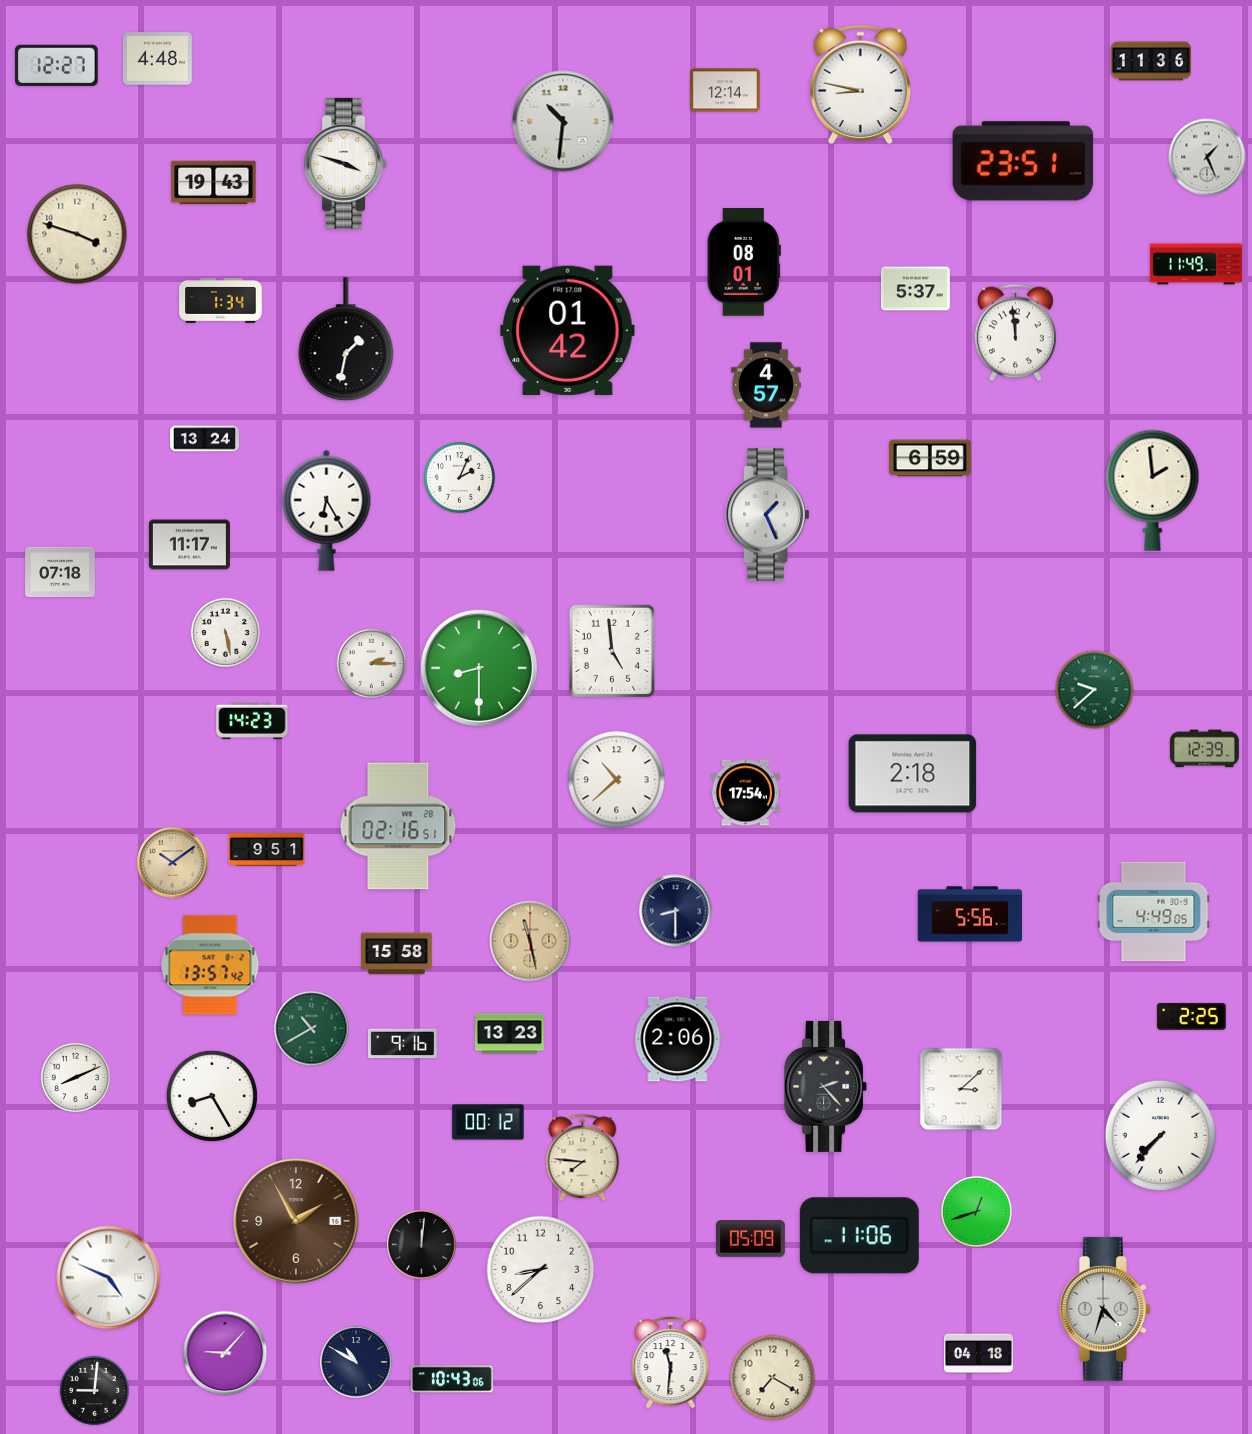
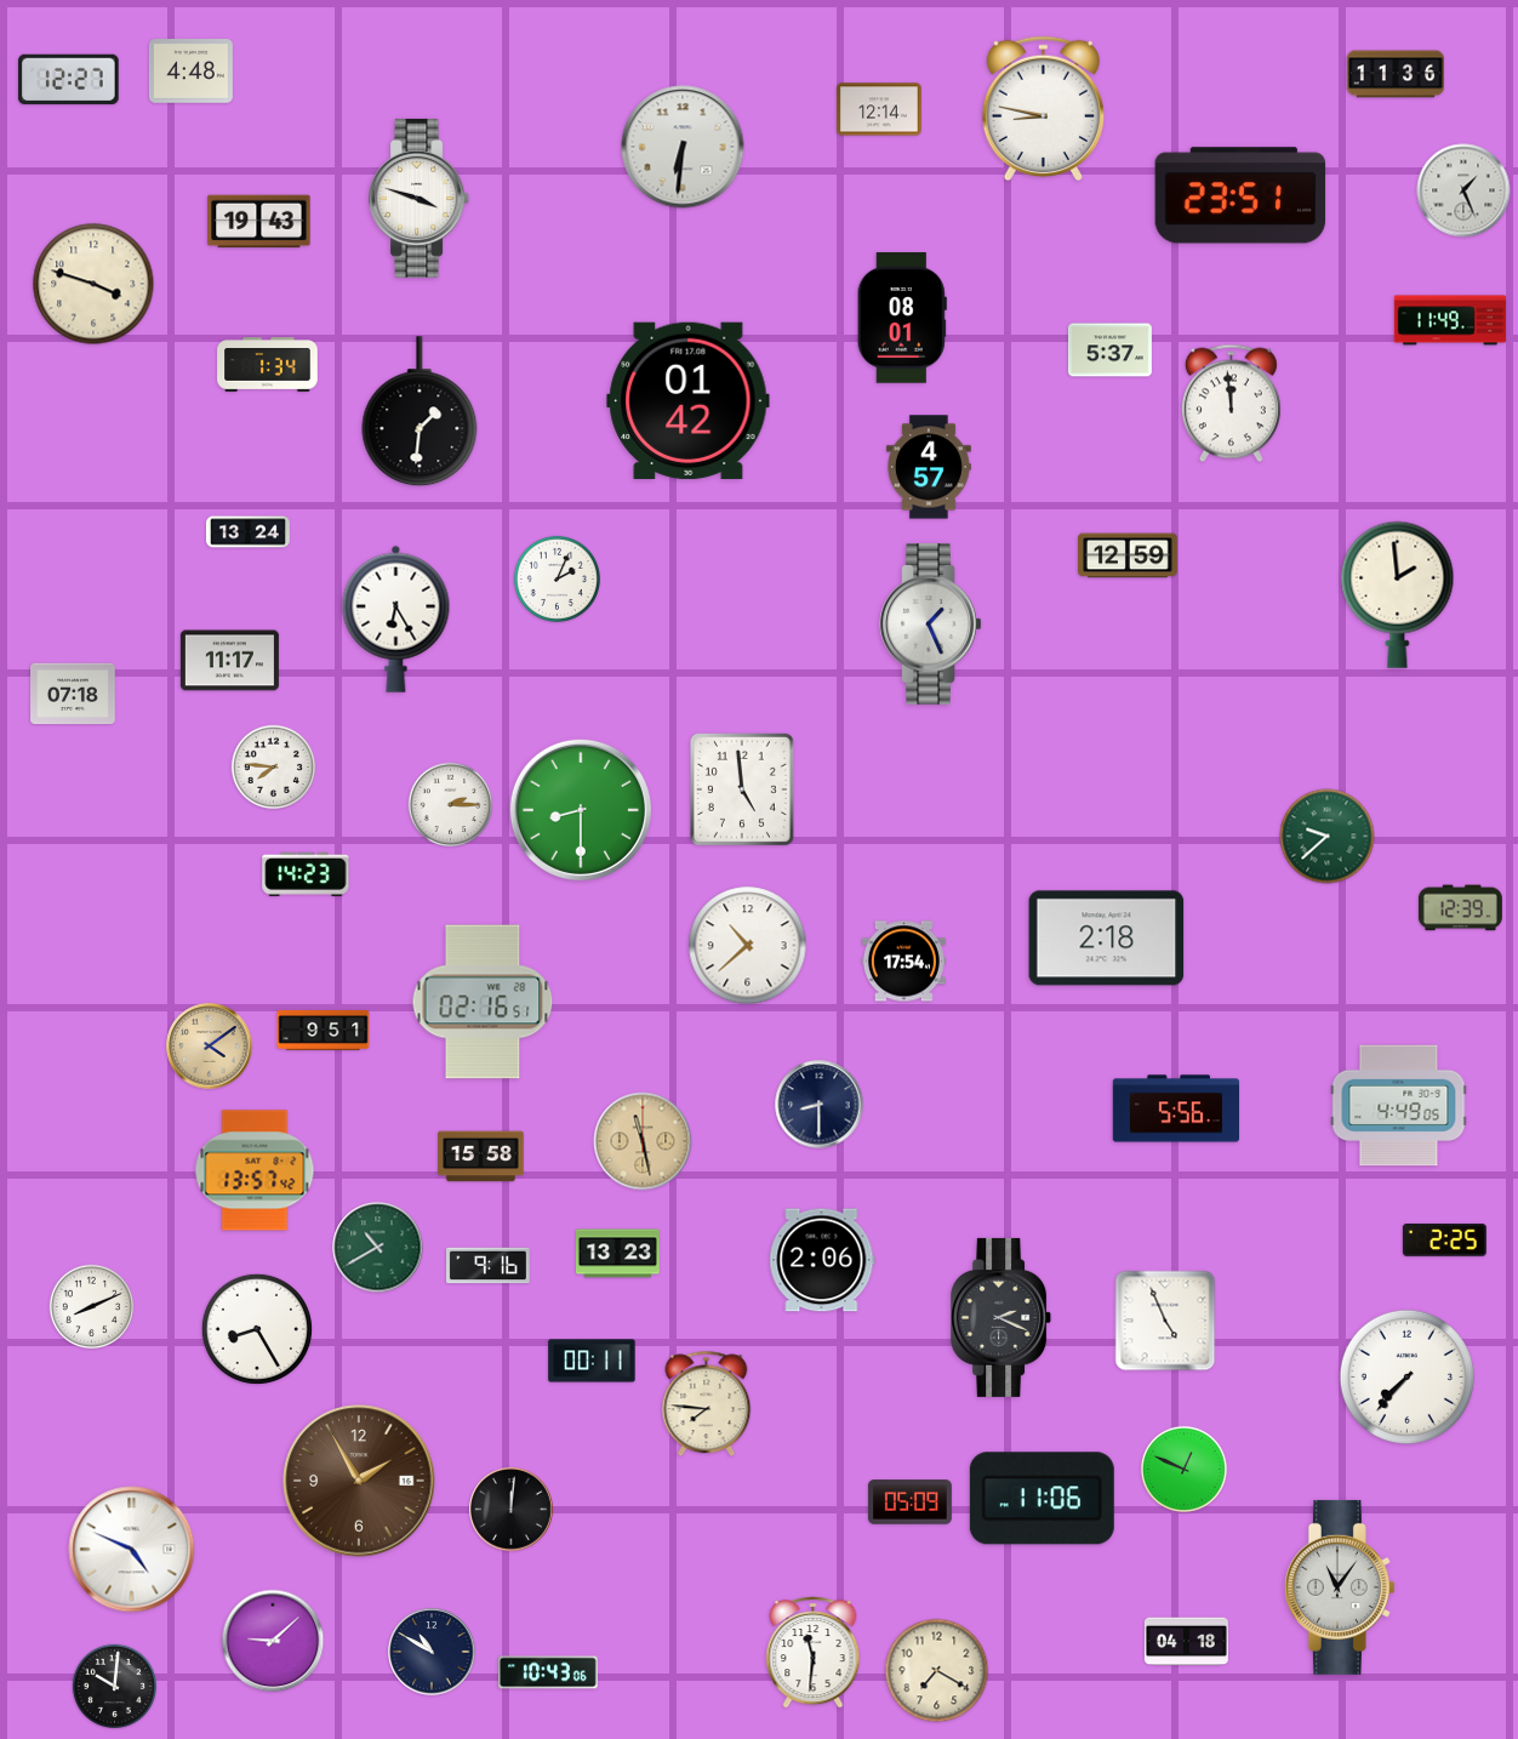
clock at (860, 85) position: (860, 85) -> (1043, 109)
clock at (563, 121): 10:31 -> 6:31
clock at (346, 340): 1:32 -> 1:31
clock at (931, 458): 6:59 -> 12:59
clock at (226, 633): 5:28 -> 7:46
clock at (173, 863): 10:09 -> 4:09
clock at (1191, 1016) position: (1191, 1016) -> (1444, 1239)
clock at (826, 1086): 2:23 -> 2:19
clock at (961, 1089): 3:08 -> 4:56
clock at (488, 1122): 00:12 -> 00:11
clock at (976, 1211): 12:42 -> 12:49
clock at (541, 1270): 8:38 -> none
clock at (1105, 1309): 4:33 -> 11:06
clock at (225, 1353): 9:07 -> 9:08
clock at (95, 1391): 9:01 -> 10:01
